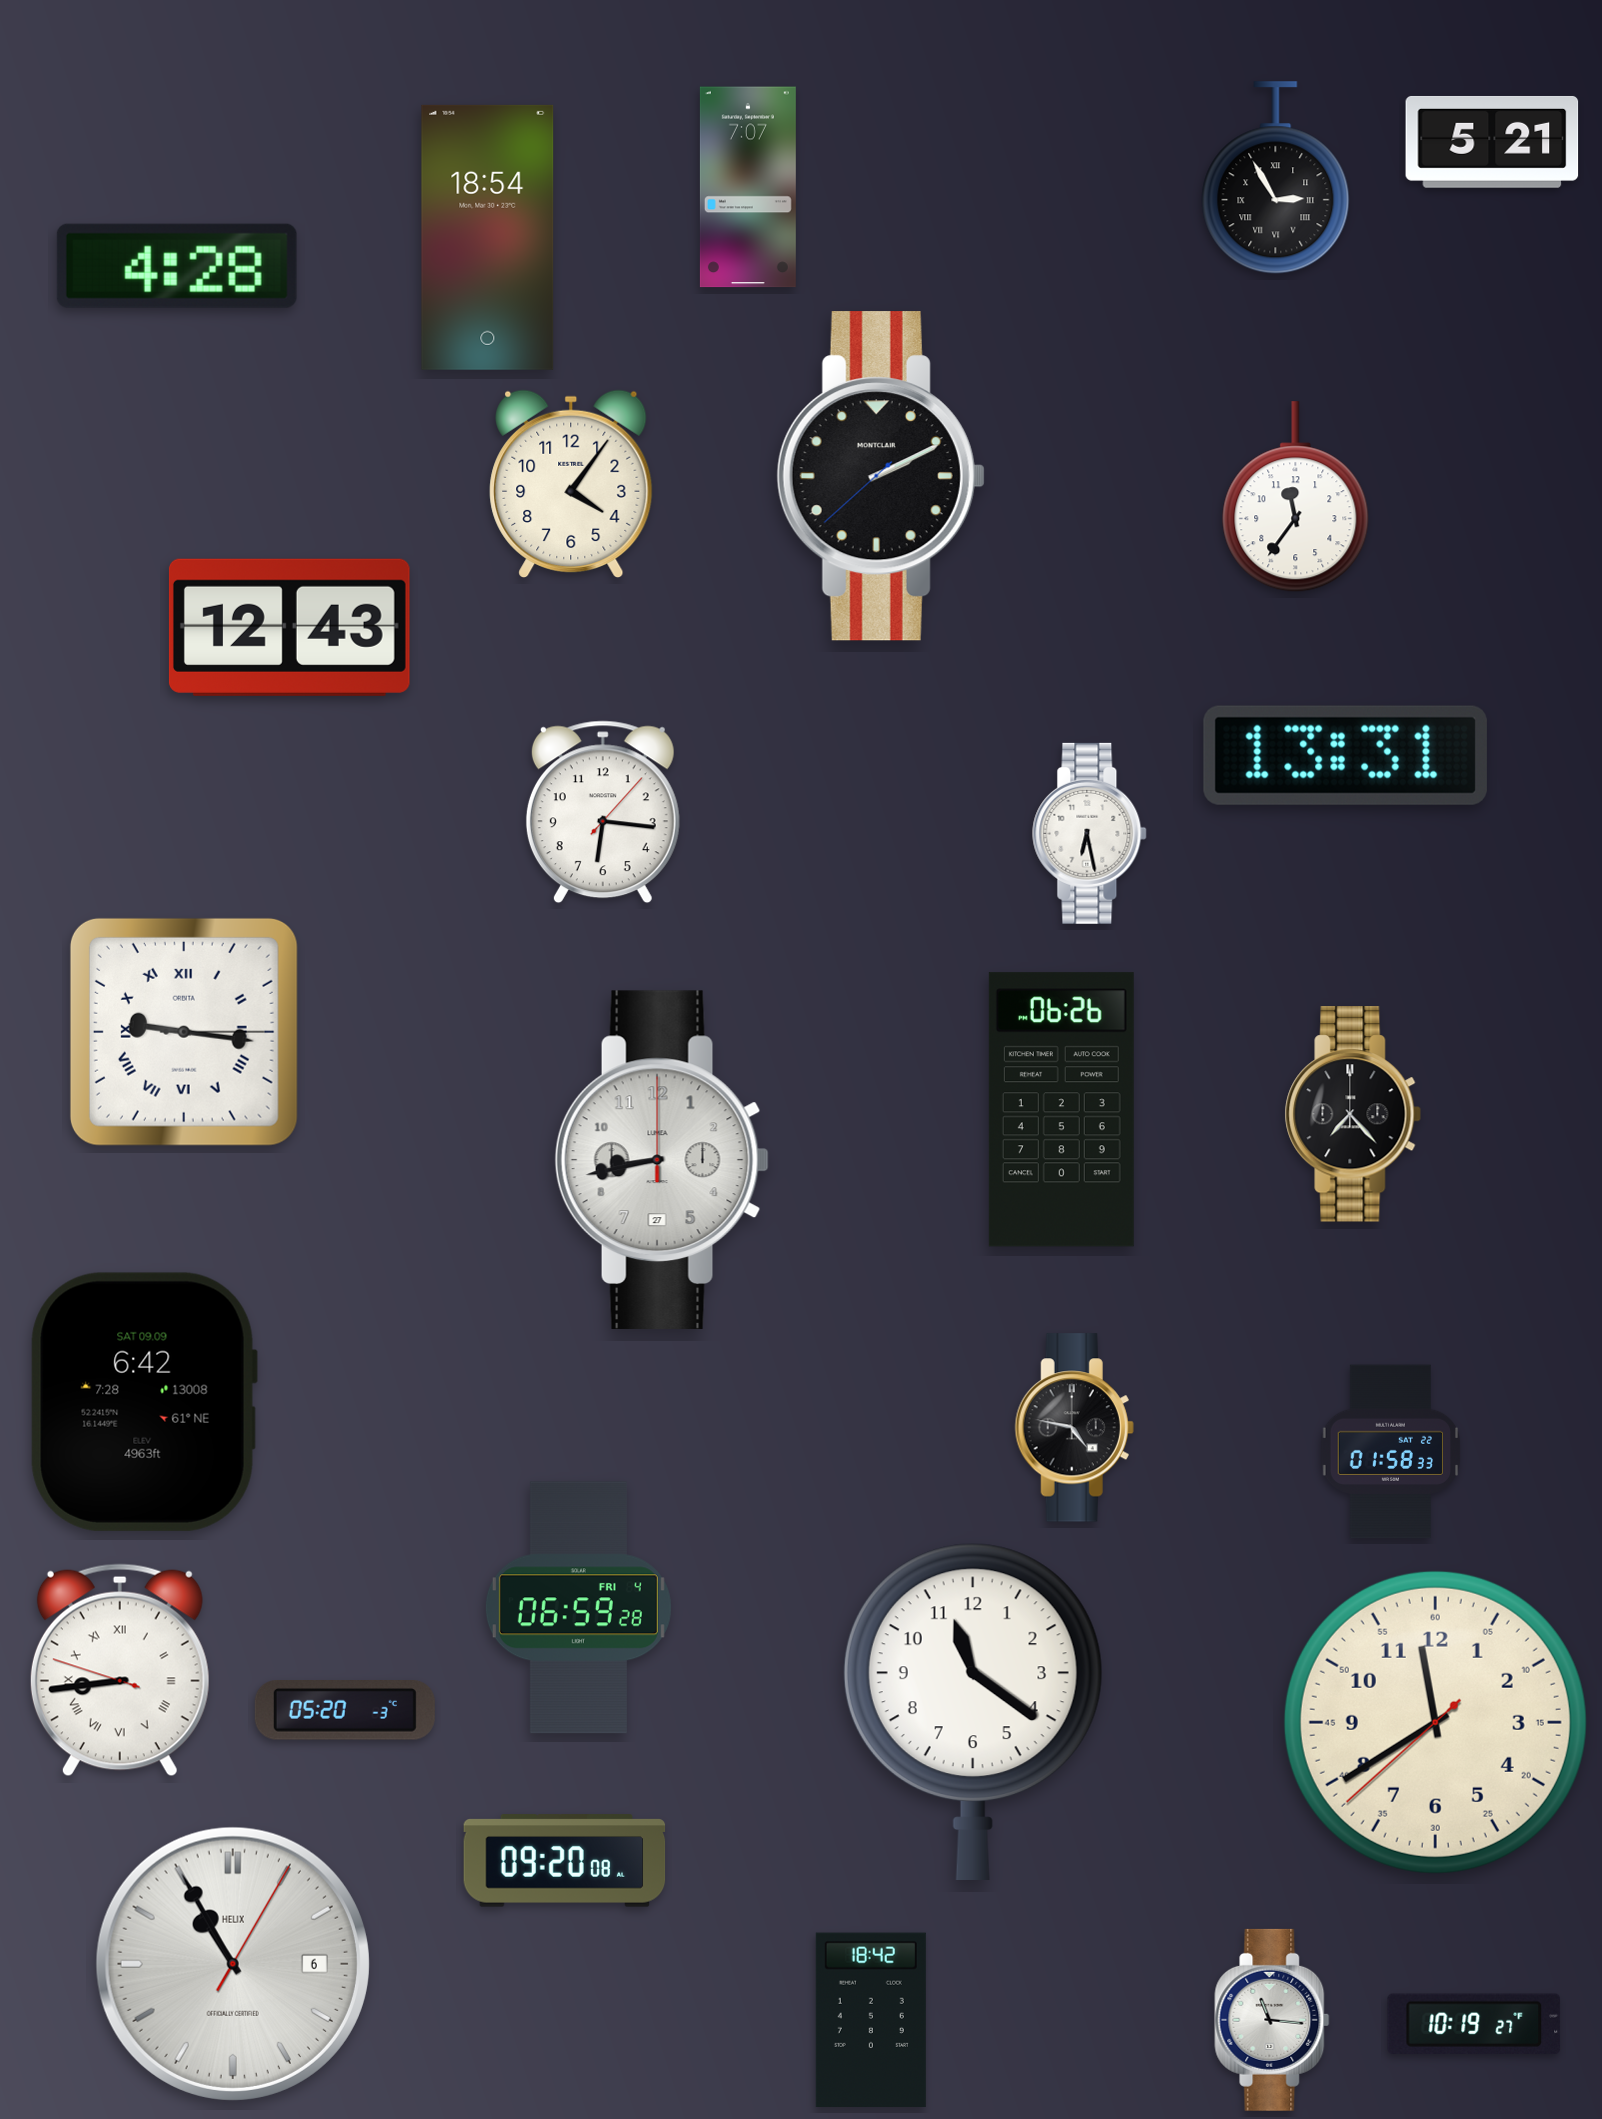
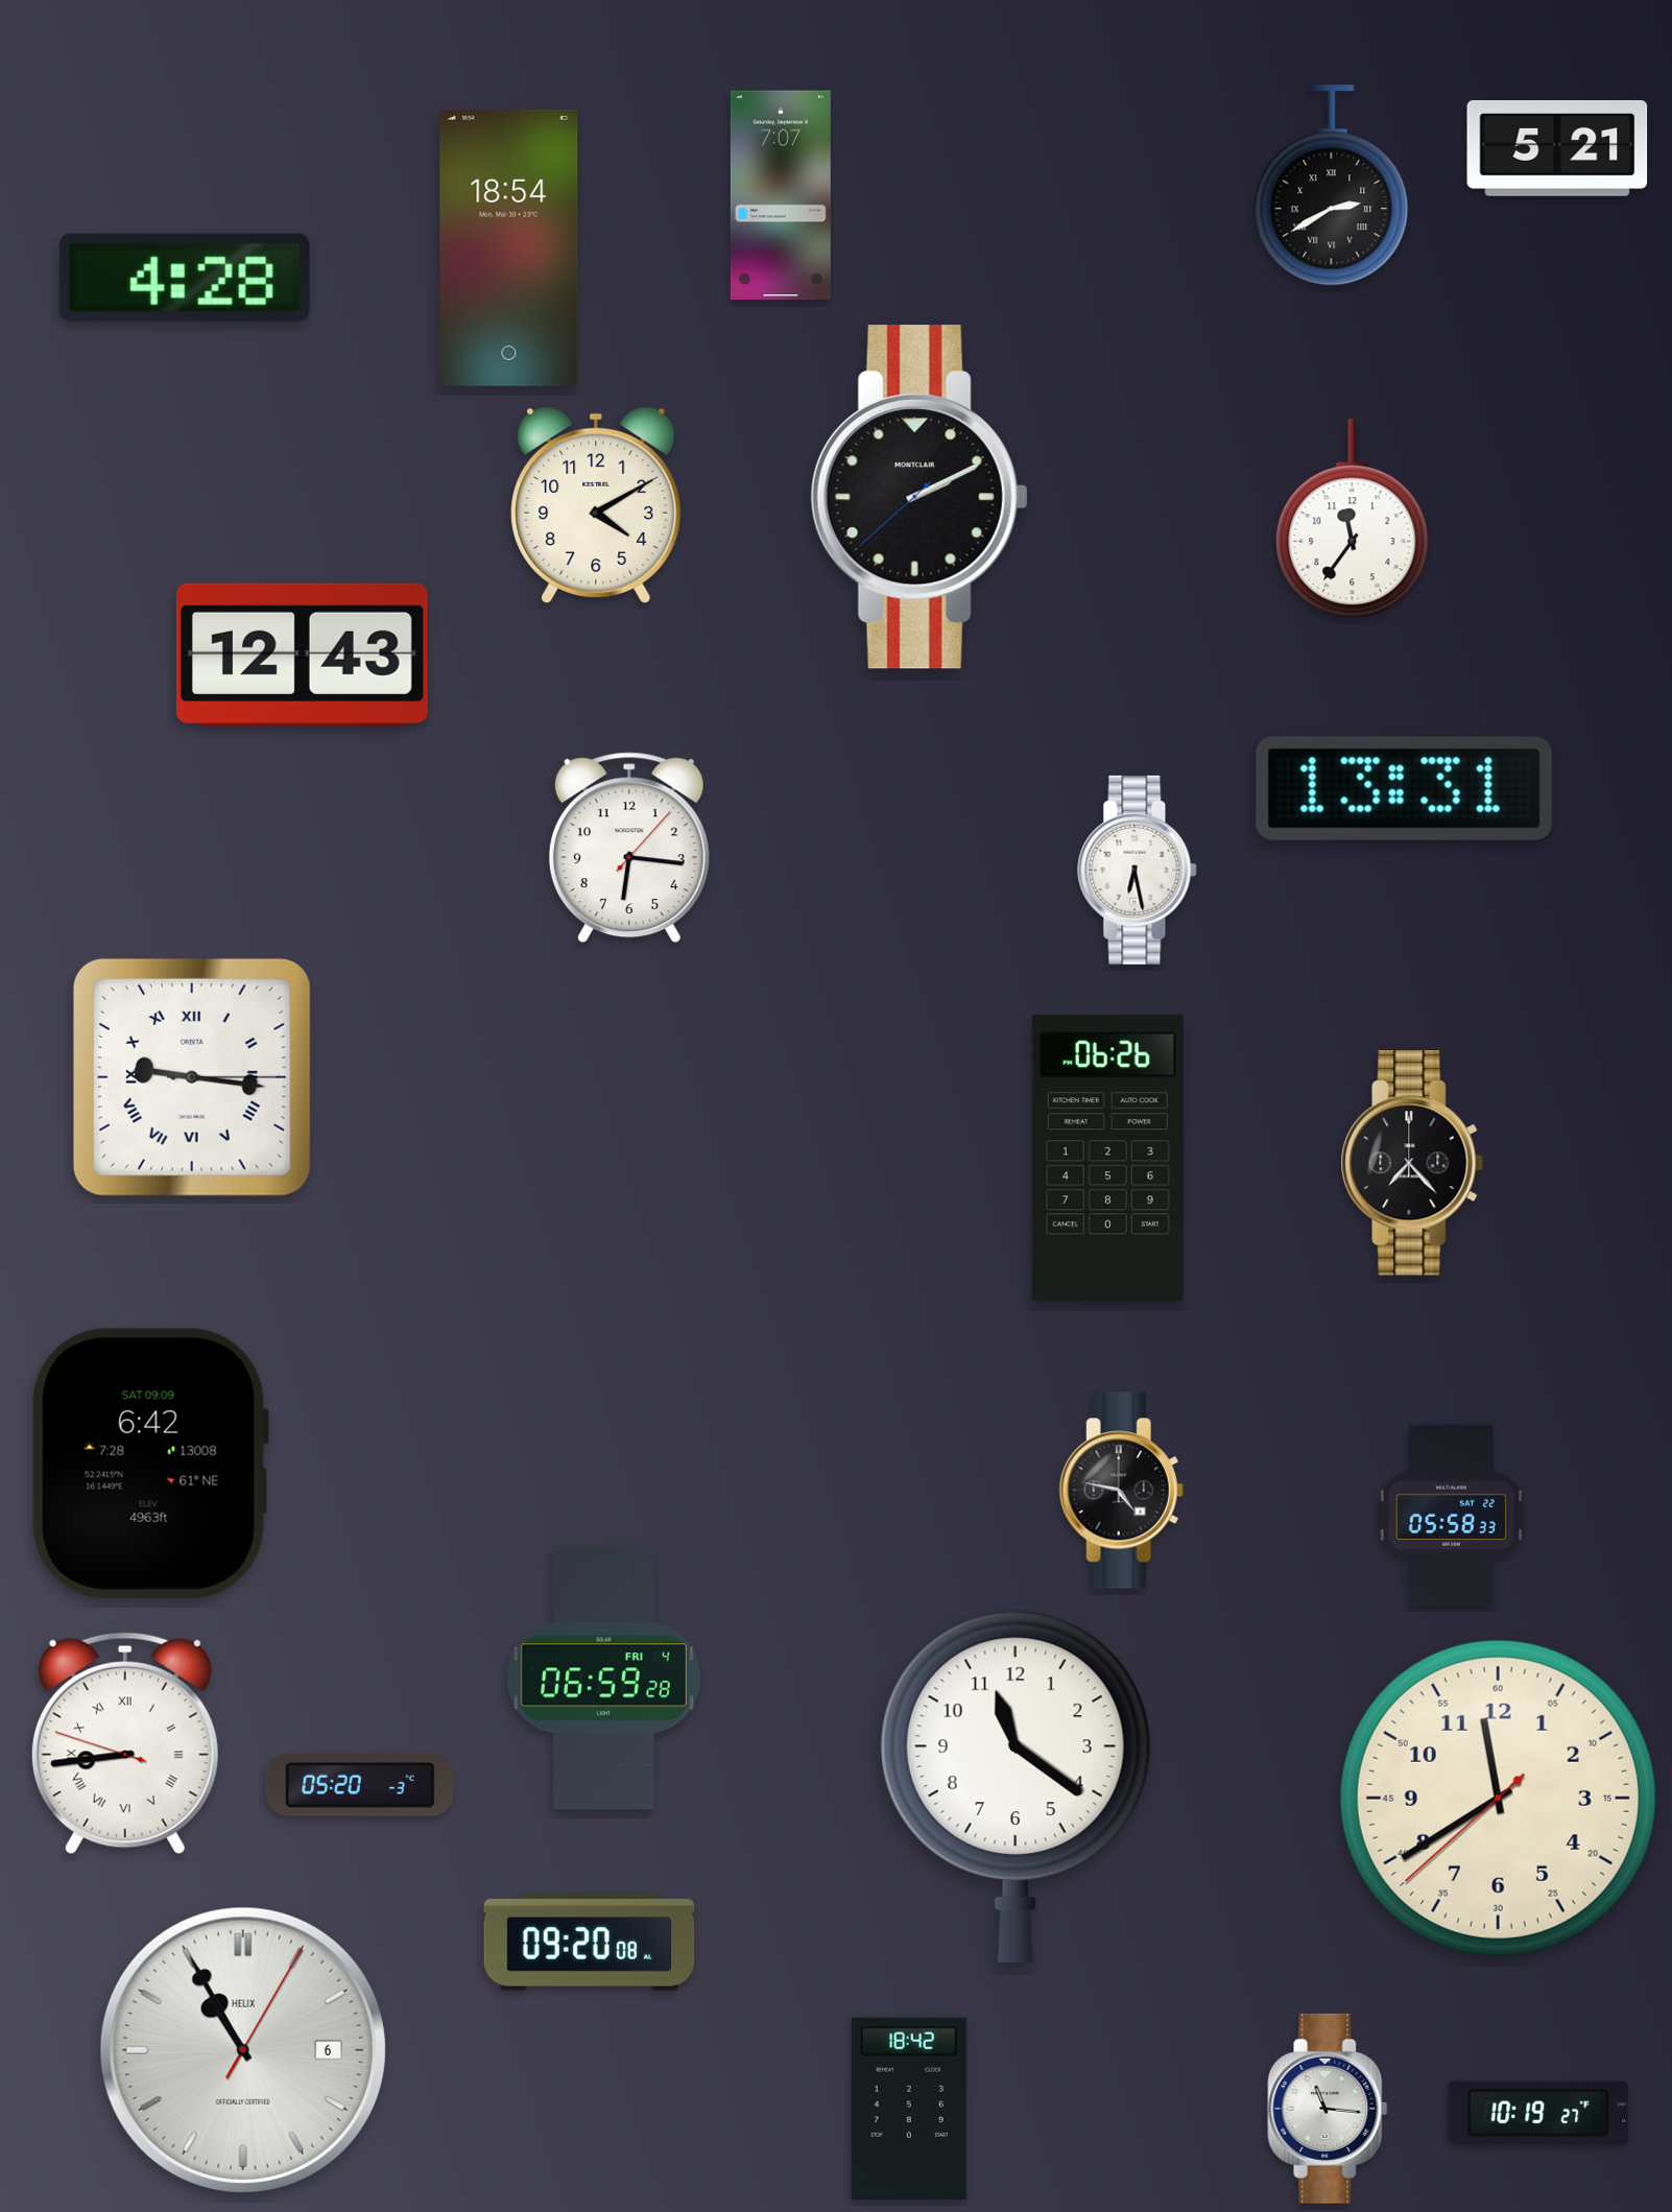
clock at (1276, 178): 2:55 -> 2:40
clock at (571, 484): 4:06 -> 4:10
clock at (662, 1160): 8:43 -> none
clock at (1390, 1452): 01:58 -> 05:58
